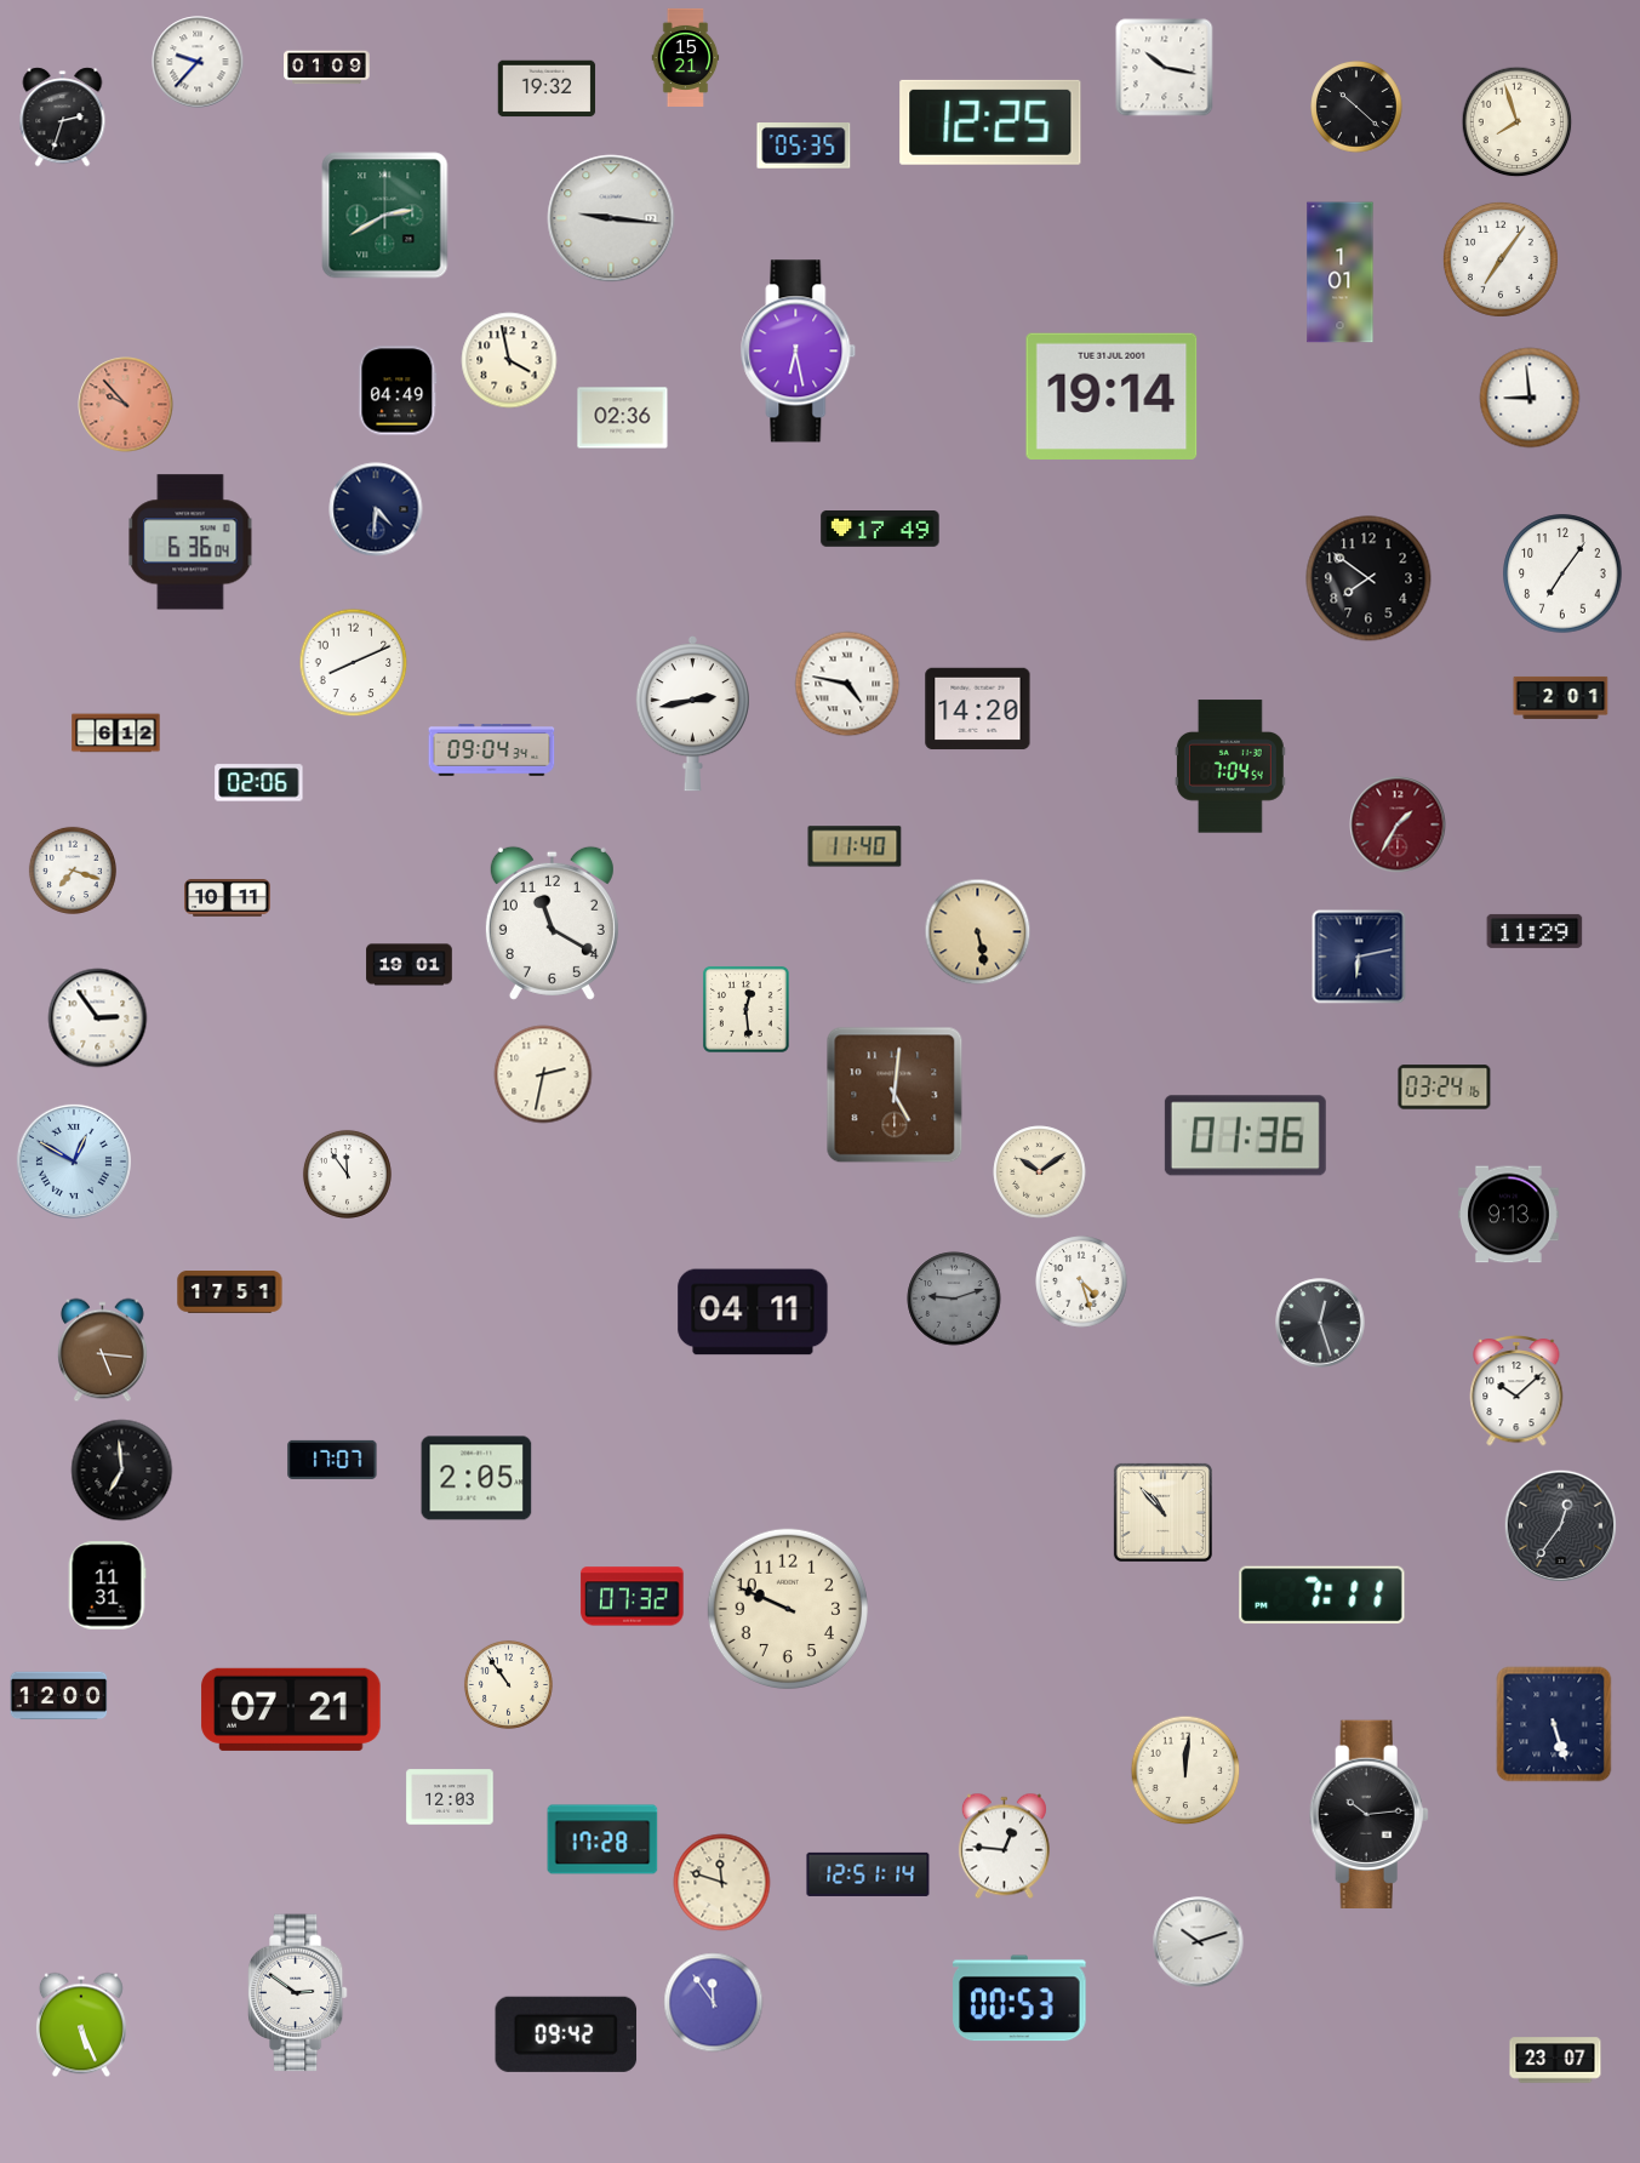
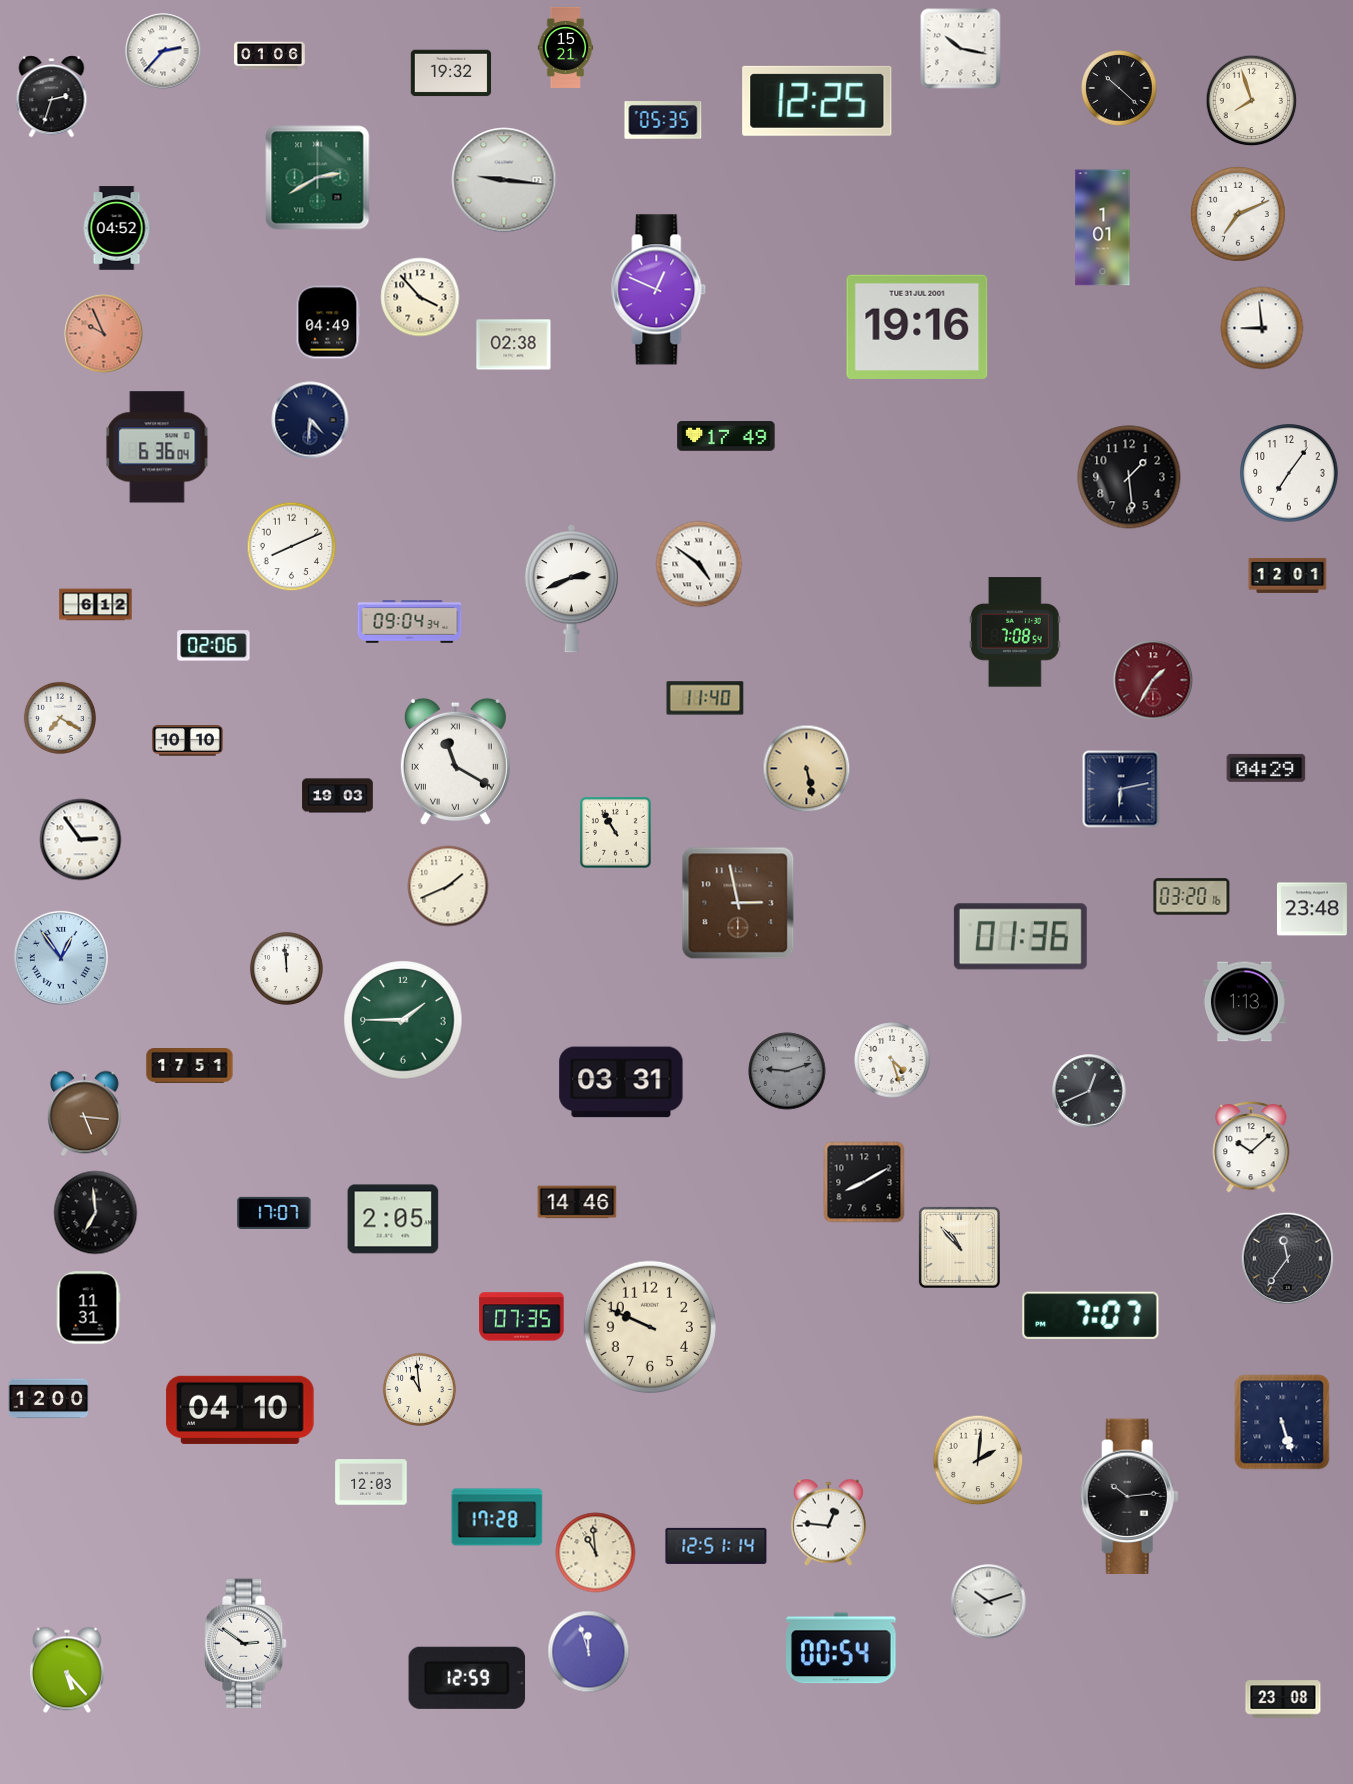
clock at (198, 62): 9:37 -> 2:37
clock at (327, 68): 01:09 -> 01:06
clock at (1165, 68) position: (1165, 68) -> (961, 49)
clock at (1501, 259): 7:06 -> 7:11
clock at (1341, 273) position: (1341, 273) -> (1103, 228)
clock at (117, 228): none -> 04:52
clock at (799, 352): 6:28 -> 12:49
clock at (509, 360): 3:58 -> 3:53
clock at (1112, 396): 19:14 -> 19:16
clock at (126, 405): 9:53 -> 9:56
clock at (623, 418): 02:36 -> 02:38
clock at (1368, 578): 7:51 -> 1:29
clock at (847, 684): 4:47 -> 4:51
clock at (1561, 697): 2:01 -> 12:01
clock at (978, 709): 14:20 -> none
clock at (692, 714): 2:43 -> 2:41
clock at (492, 751) position: (492, 751) -> (410, 622)
clock at (1230, 766): 7:04 -> 7:08
clock at (73, 871): 7:18 -> 7:20
clock at (228, 898): 10:11 -> 10:10
clock at (552, 923) numerals: Arabic -> Roman
clock at (1535, 931): 11:29 -> 04:29
clock at (410, 965): 19:01 -> 19:03
clock at (745, 1009): 12:29 -> 10:55
clock at (543, 1074): 2:32 -> 1:41
clock at (1445, 1088): 03:24 -> 03:20
clock at (895, 1095): 5:01 -> 2:58
clock at (1312, 909): none -> 23:48
clock at (1245, 1136) position: (1245, 1136) -> (1020, 937)
clock at (74, 1162): 12:50 -> 12:54
clock at (1040, 1172): 10:09 -> none
clock at (347, 1174): 11:54 -> 11:59
clock at (1508, 1215): 9:13 -> 1:13
clock at (403, 1020): none -> 1:45
clock at (1081, 1282) position: (1081, 1282) -> (892, 1060)
clock at (753, 1312): 04:11 -> 03:31
clock at (1320, 1323): 12:27 -> 12:41
clock at (864, 1182): none -> 8:10
clock at (577, 1202): none -> 14:46
clock at (332, 1460) position: (332, 1460) -> (274, 1213)
clock at (122, 1471) position: (122, 1471) -> (96, 1213)
clock at (1560, 1525): 12:36 -> 11:36
clock at (1322, 1596): 7:11 -> 7:07
clock at (633, 1597): 07:32 -> 07:35
clock at (508, 1684): 10:54 -> 10:59
clock at (291, 1710): 07:21 -> 04:10
clock at (1185, 1770): 12:01 -> 2:01
clock at (722, 1883): 11:48 -> 10:59
clock at (1019, 1998): 00:53 -> 00:54
clock at (714, 2003): 11:54 -> 11:57
clock at (81, 2025): 5:26 -> 5:23
clock at (566, 2034): 09:42 -> 12:59
clock at (1555, 2060): 23:07 -> 23:08
